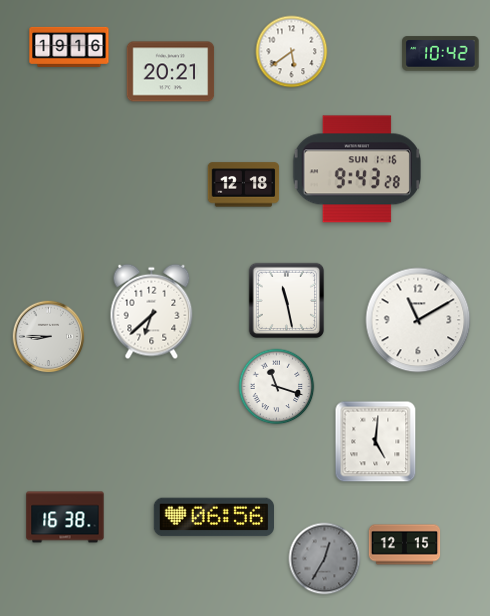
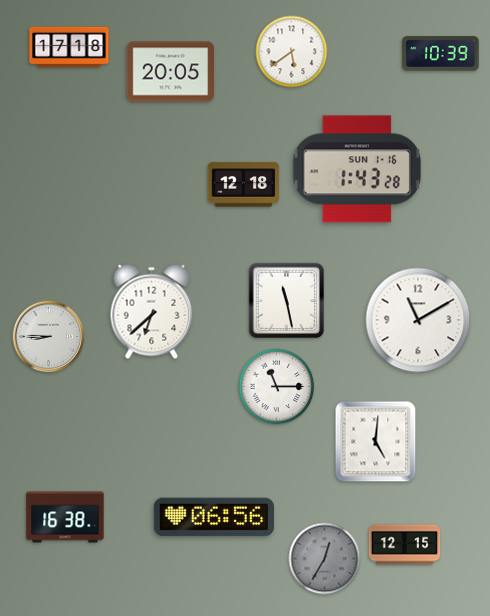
clock at (69, 47): 19:16 -> 17:18
clock at (441, 54): 10:42 -> 10:39
clock at (171, 72): 20:21 -> 20:05
clock at (357, 169): 9:43 -> 1:43
clock at (277, 387): 11:18 -> 11:15
